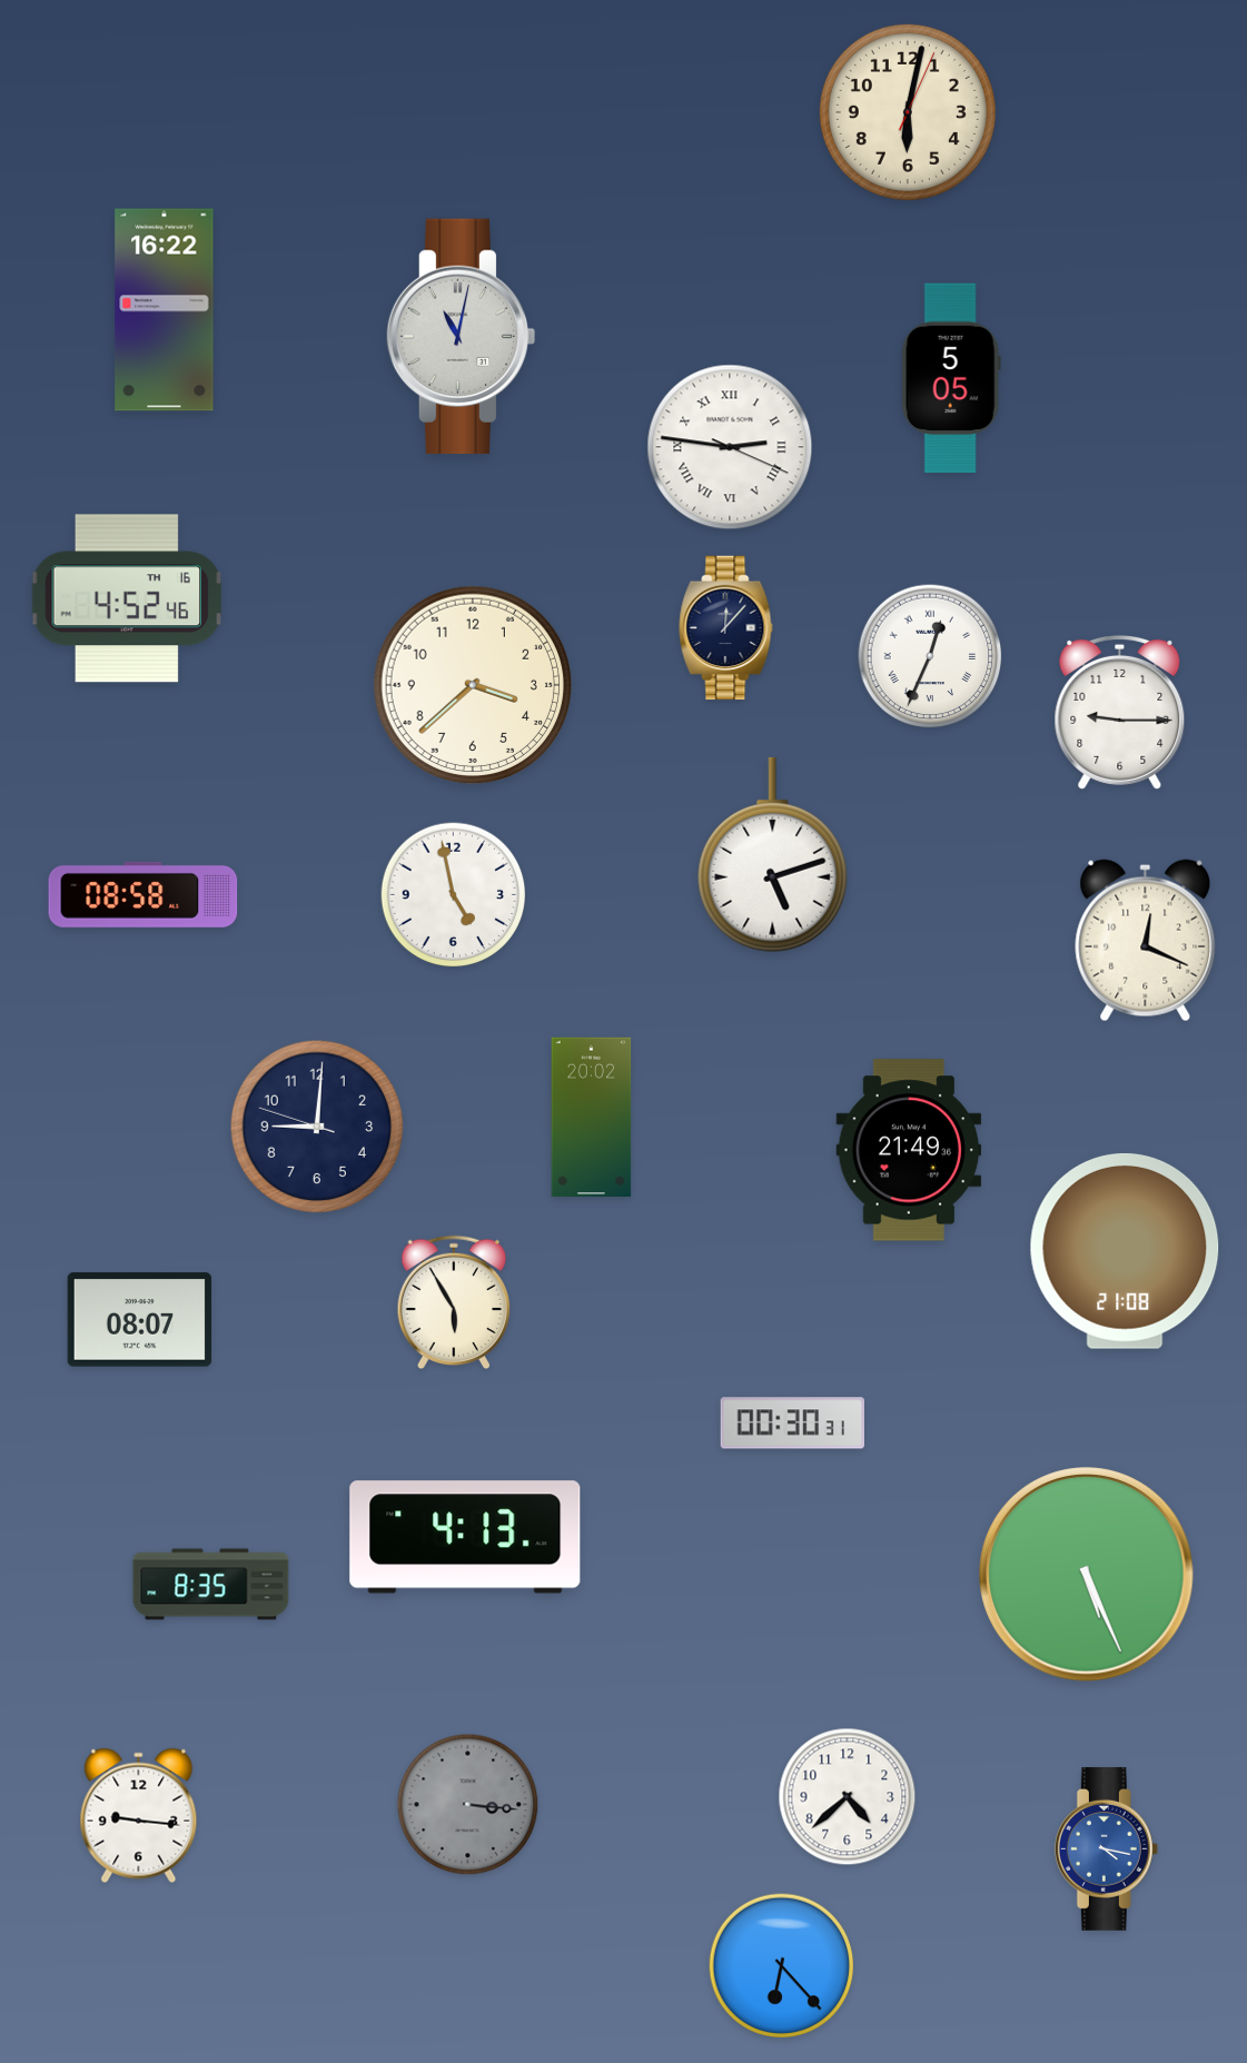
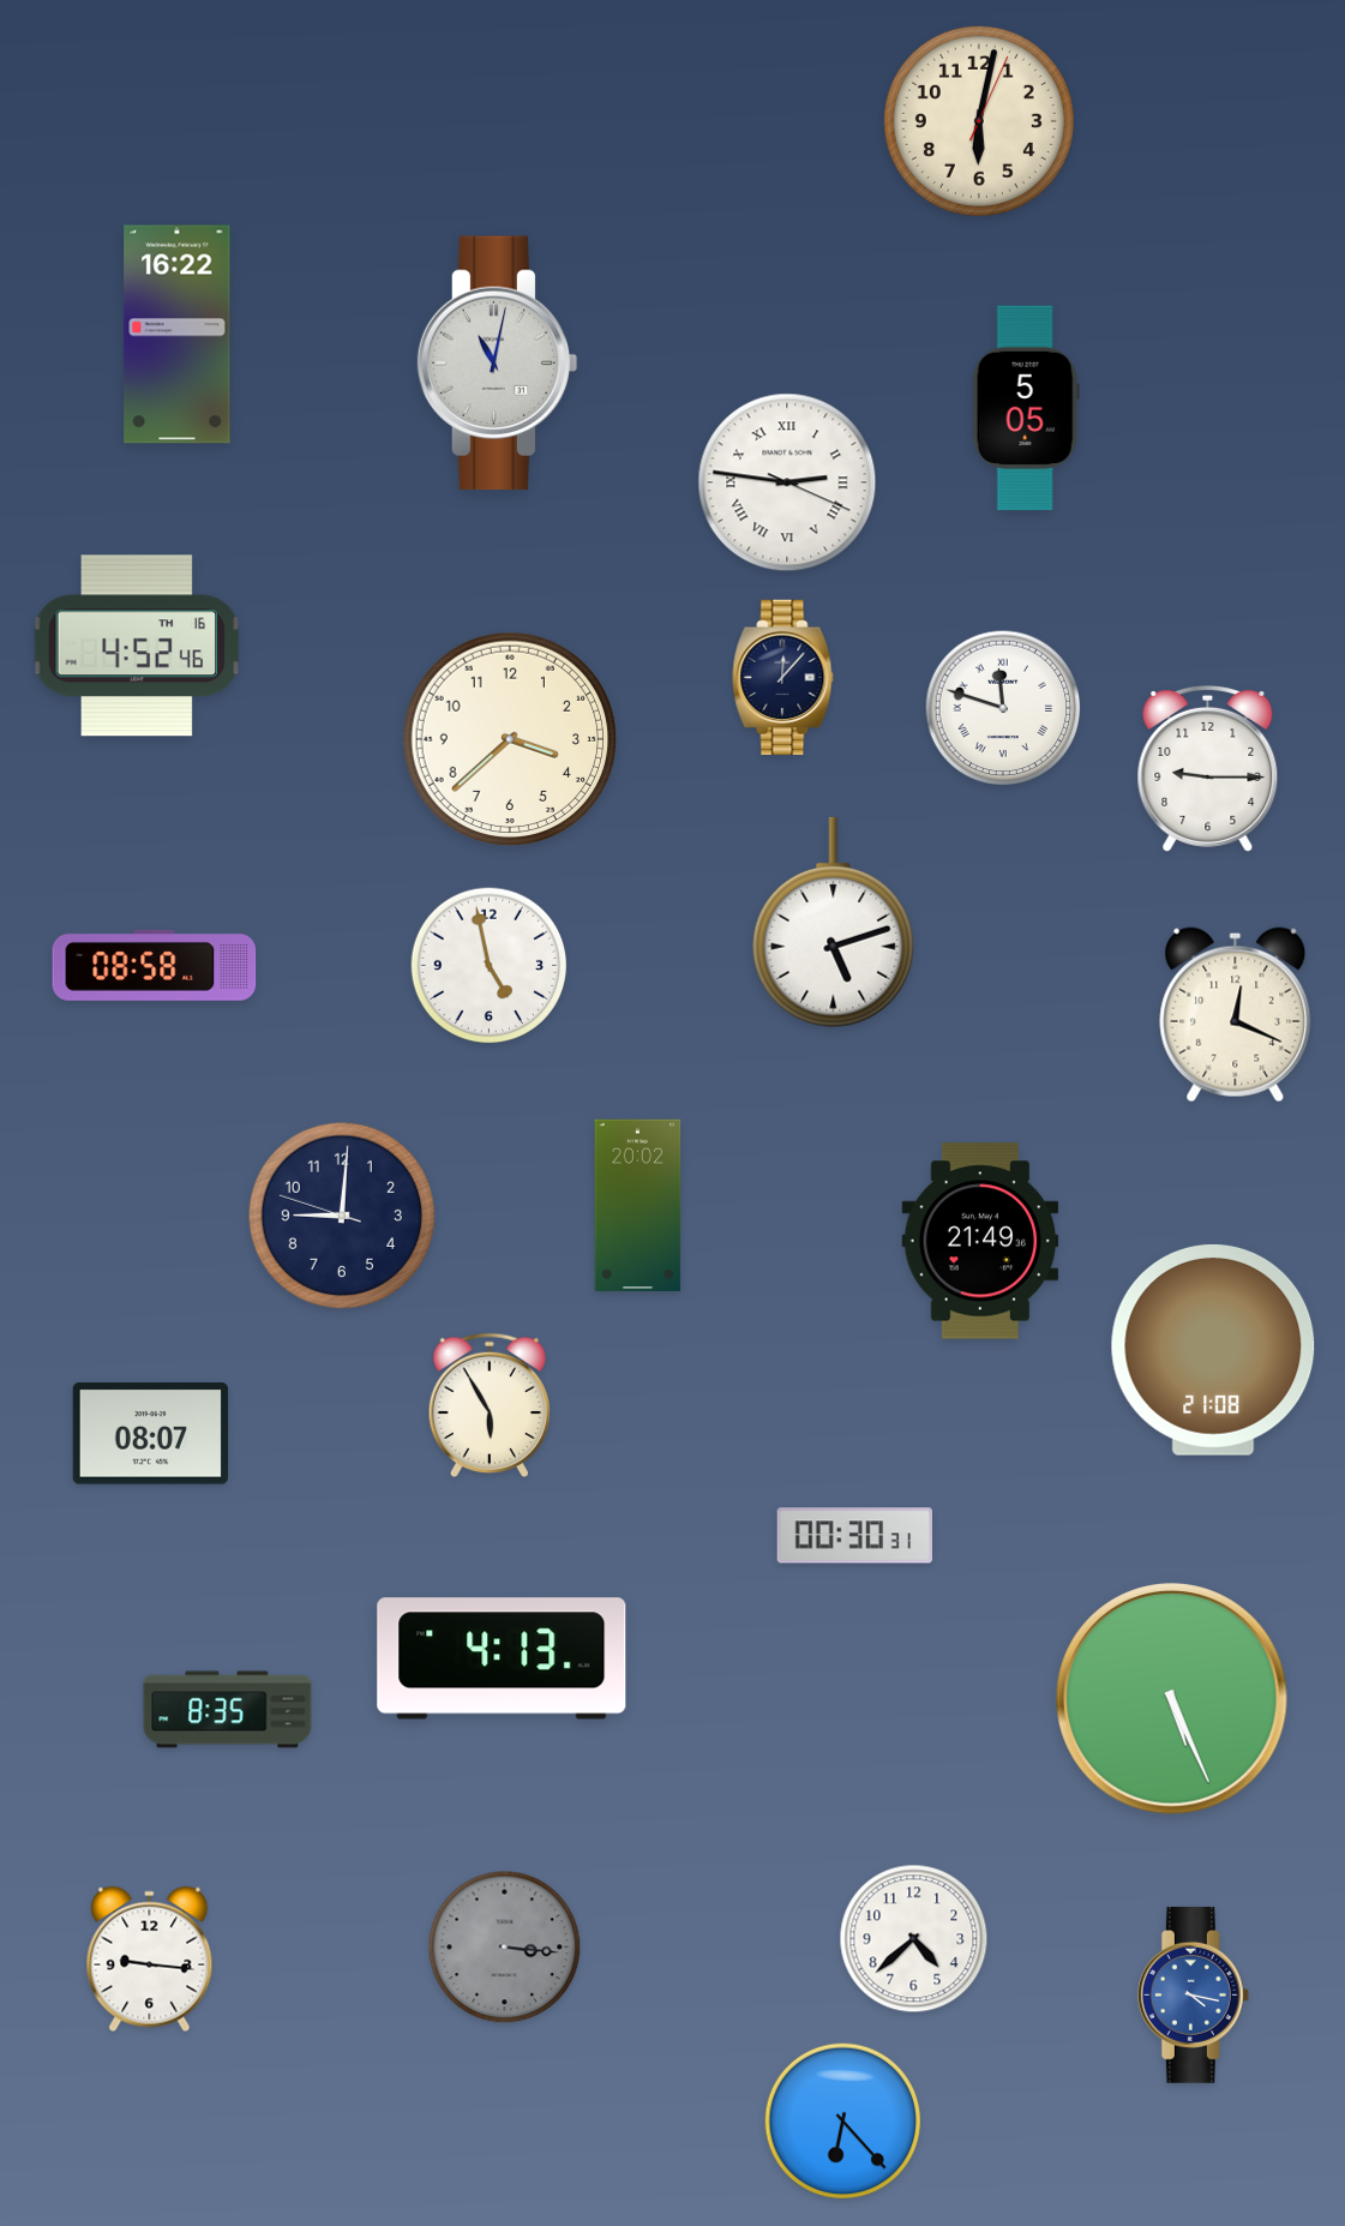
clock at (930, 656): 12:34 -> 11:48
clock at (140, 1320) position: (140, 1320) -> (151, 1434)
